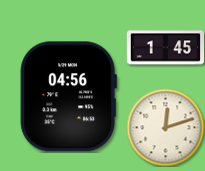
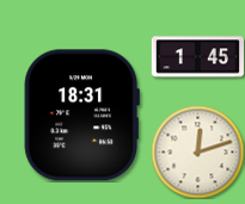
clock at (68, 97): 04:56 -> 18:31
